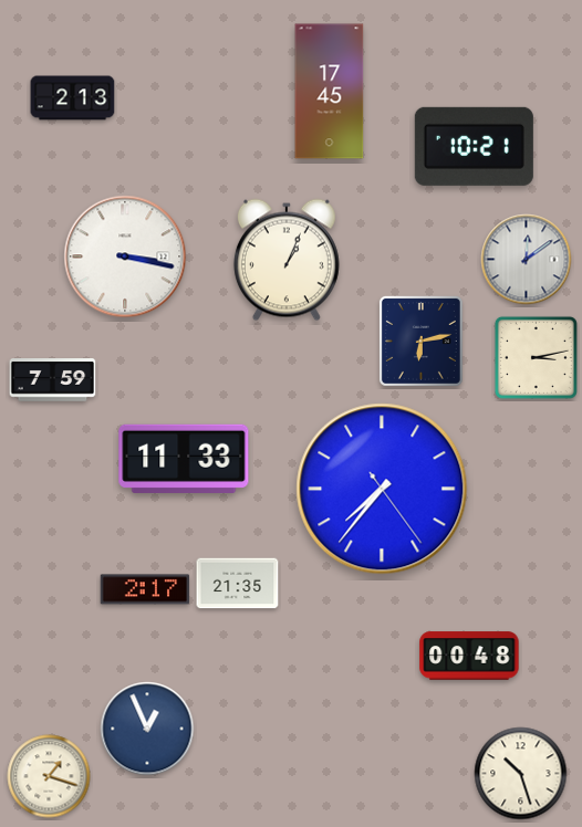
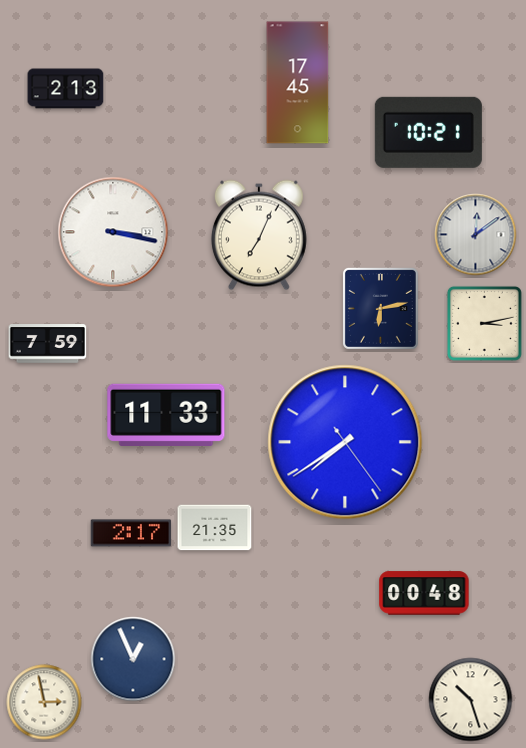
clock at (287, 260): 1:04 -> 7:04
clock at (382, 489): 7:36 -> 7:39
clock at (49, 776): 1:18 -> 2:58
